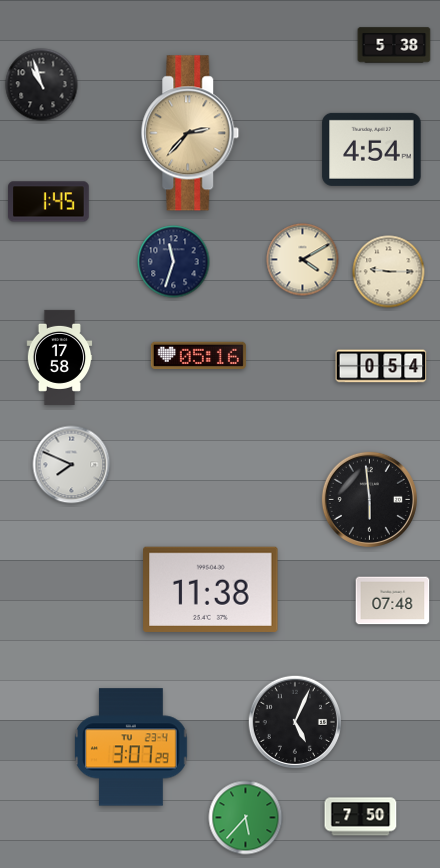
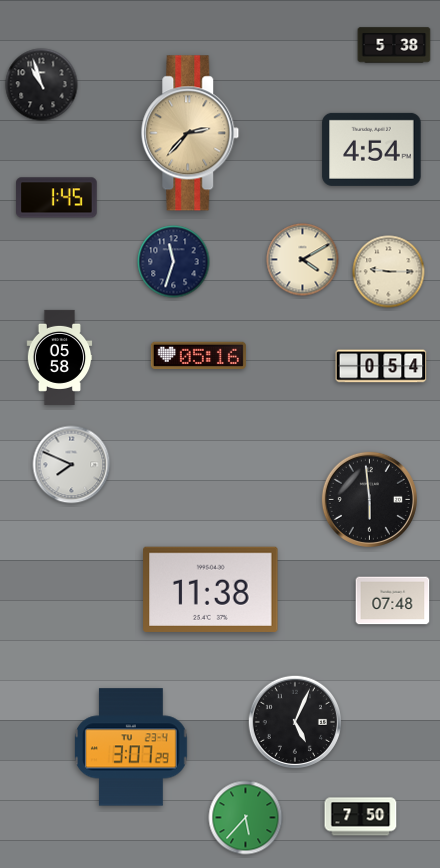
clock at (49, 202) position: (49, 202) -> (57, 198)
clock at (60, 357): 17:58 -> 05:58
